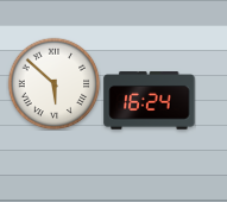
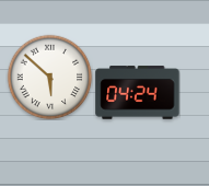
clock at (150, 101): 16:24 -> 04:24
